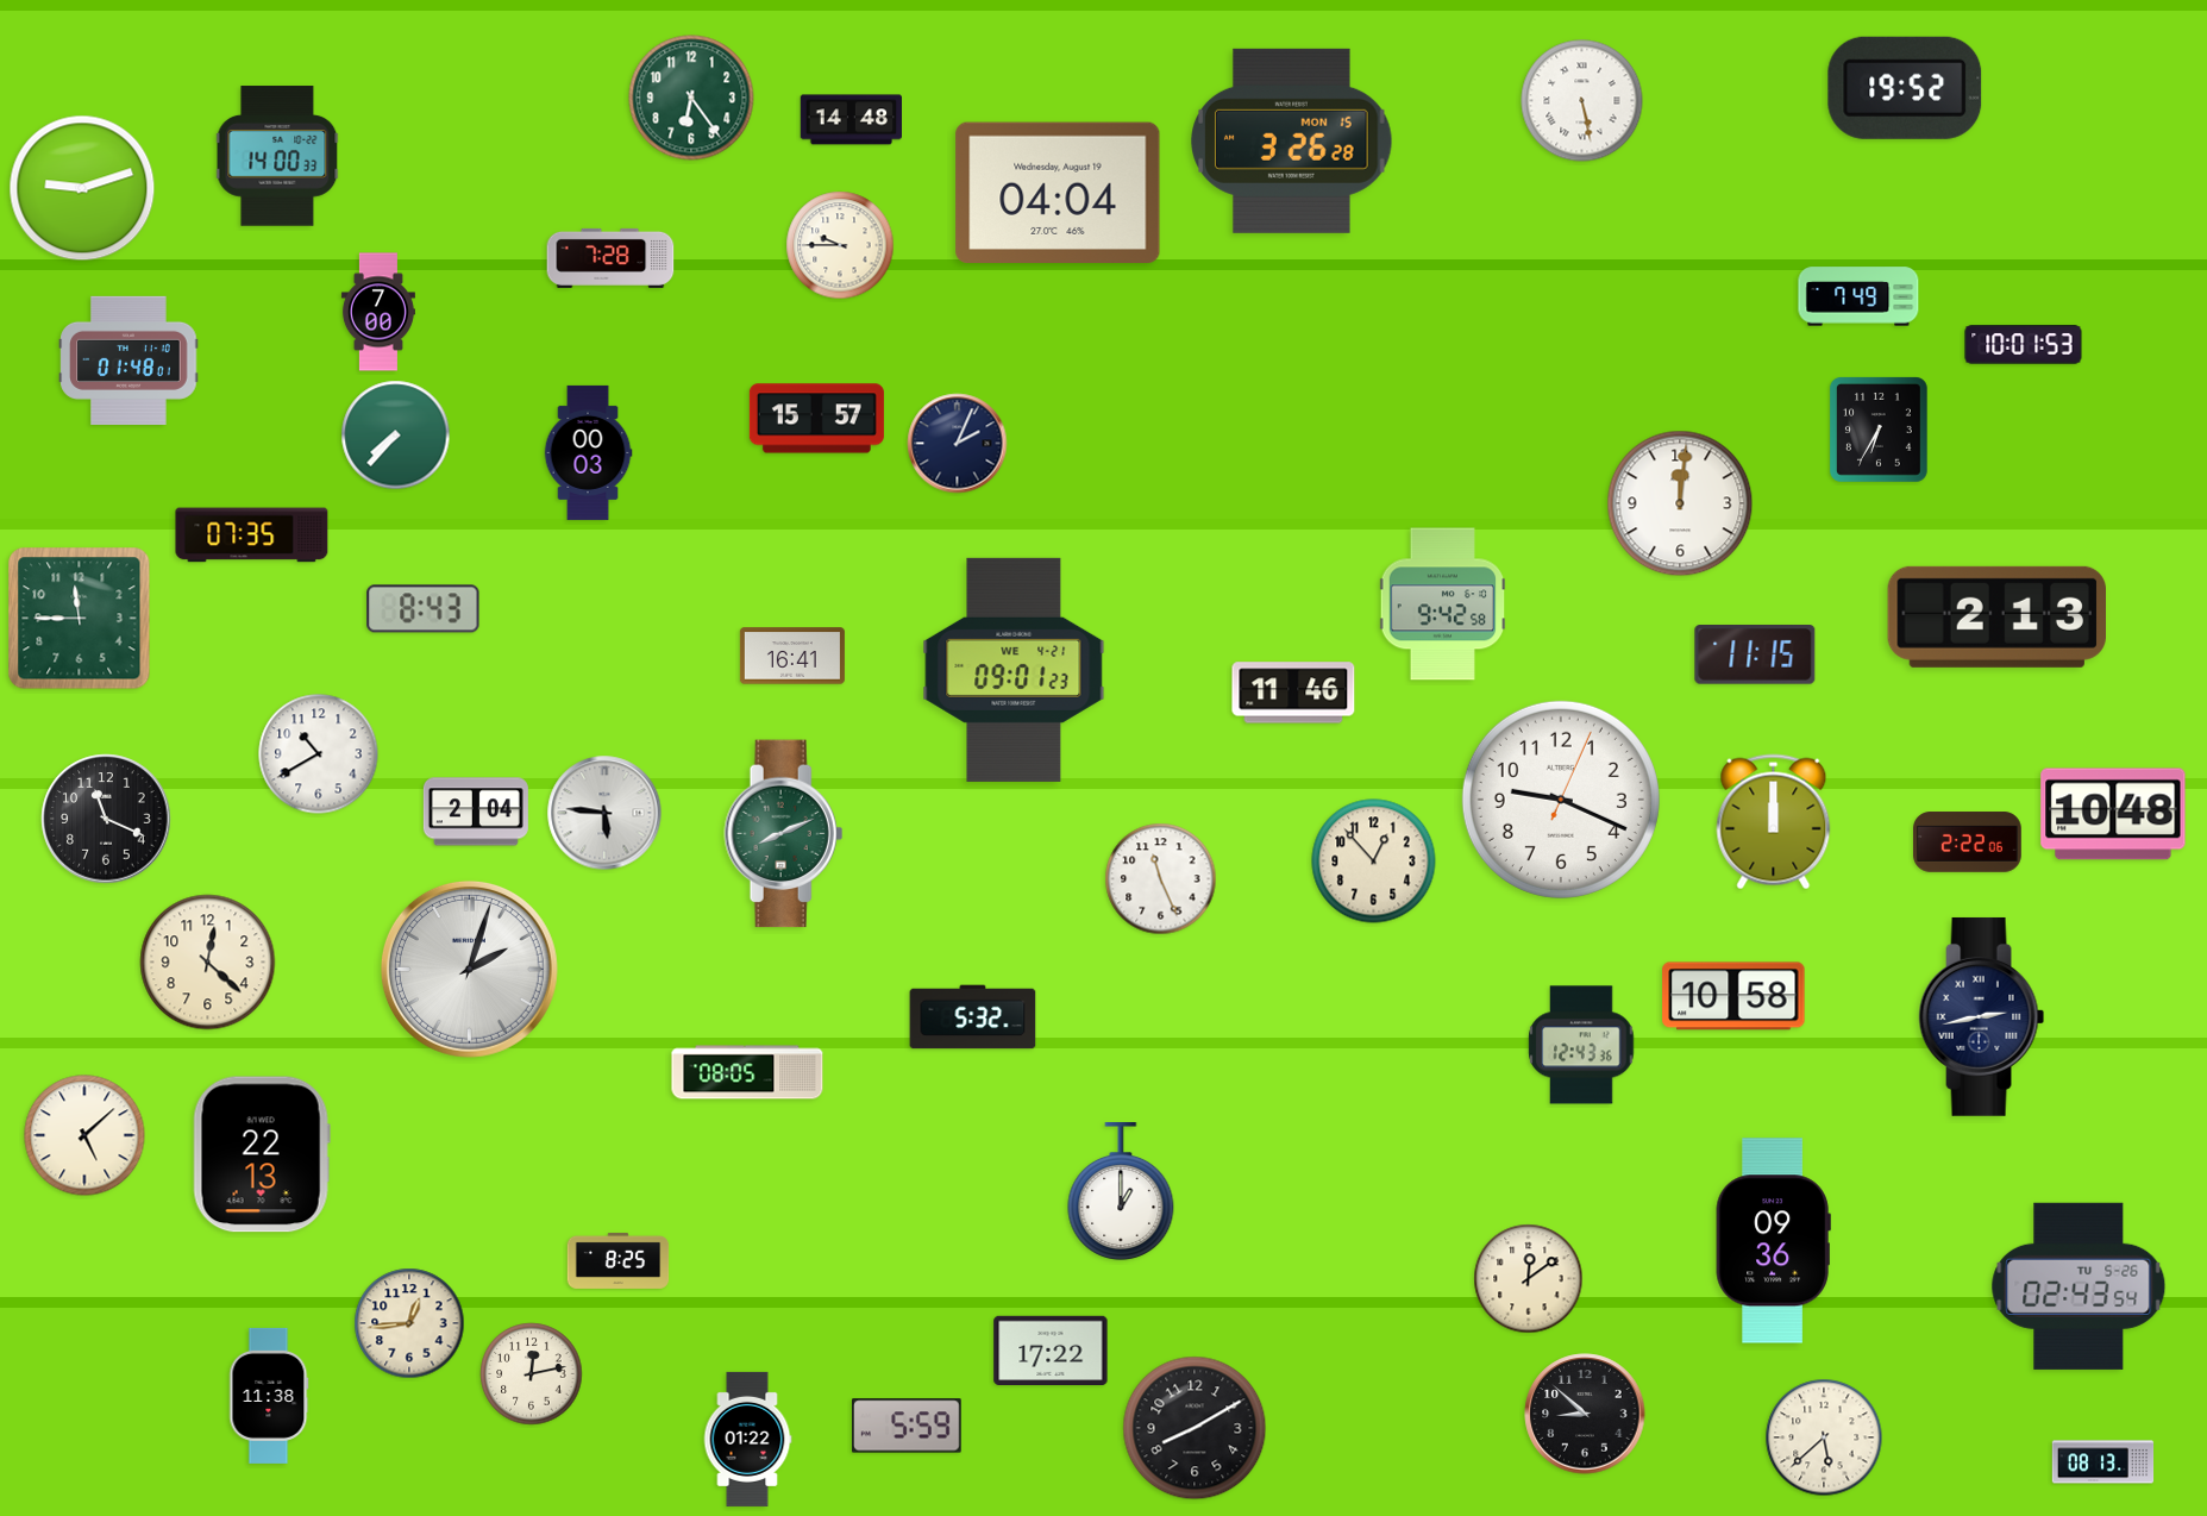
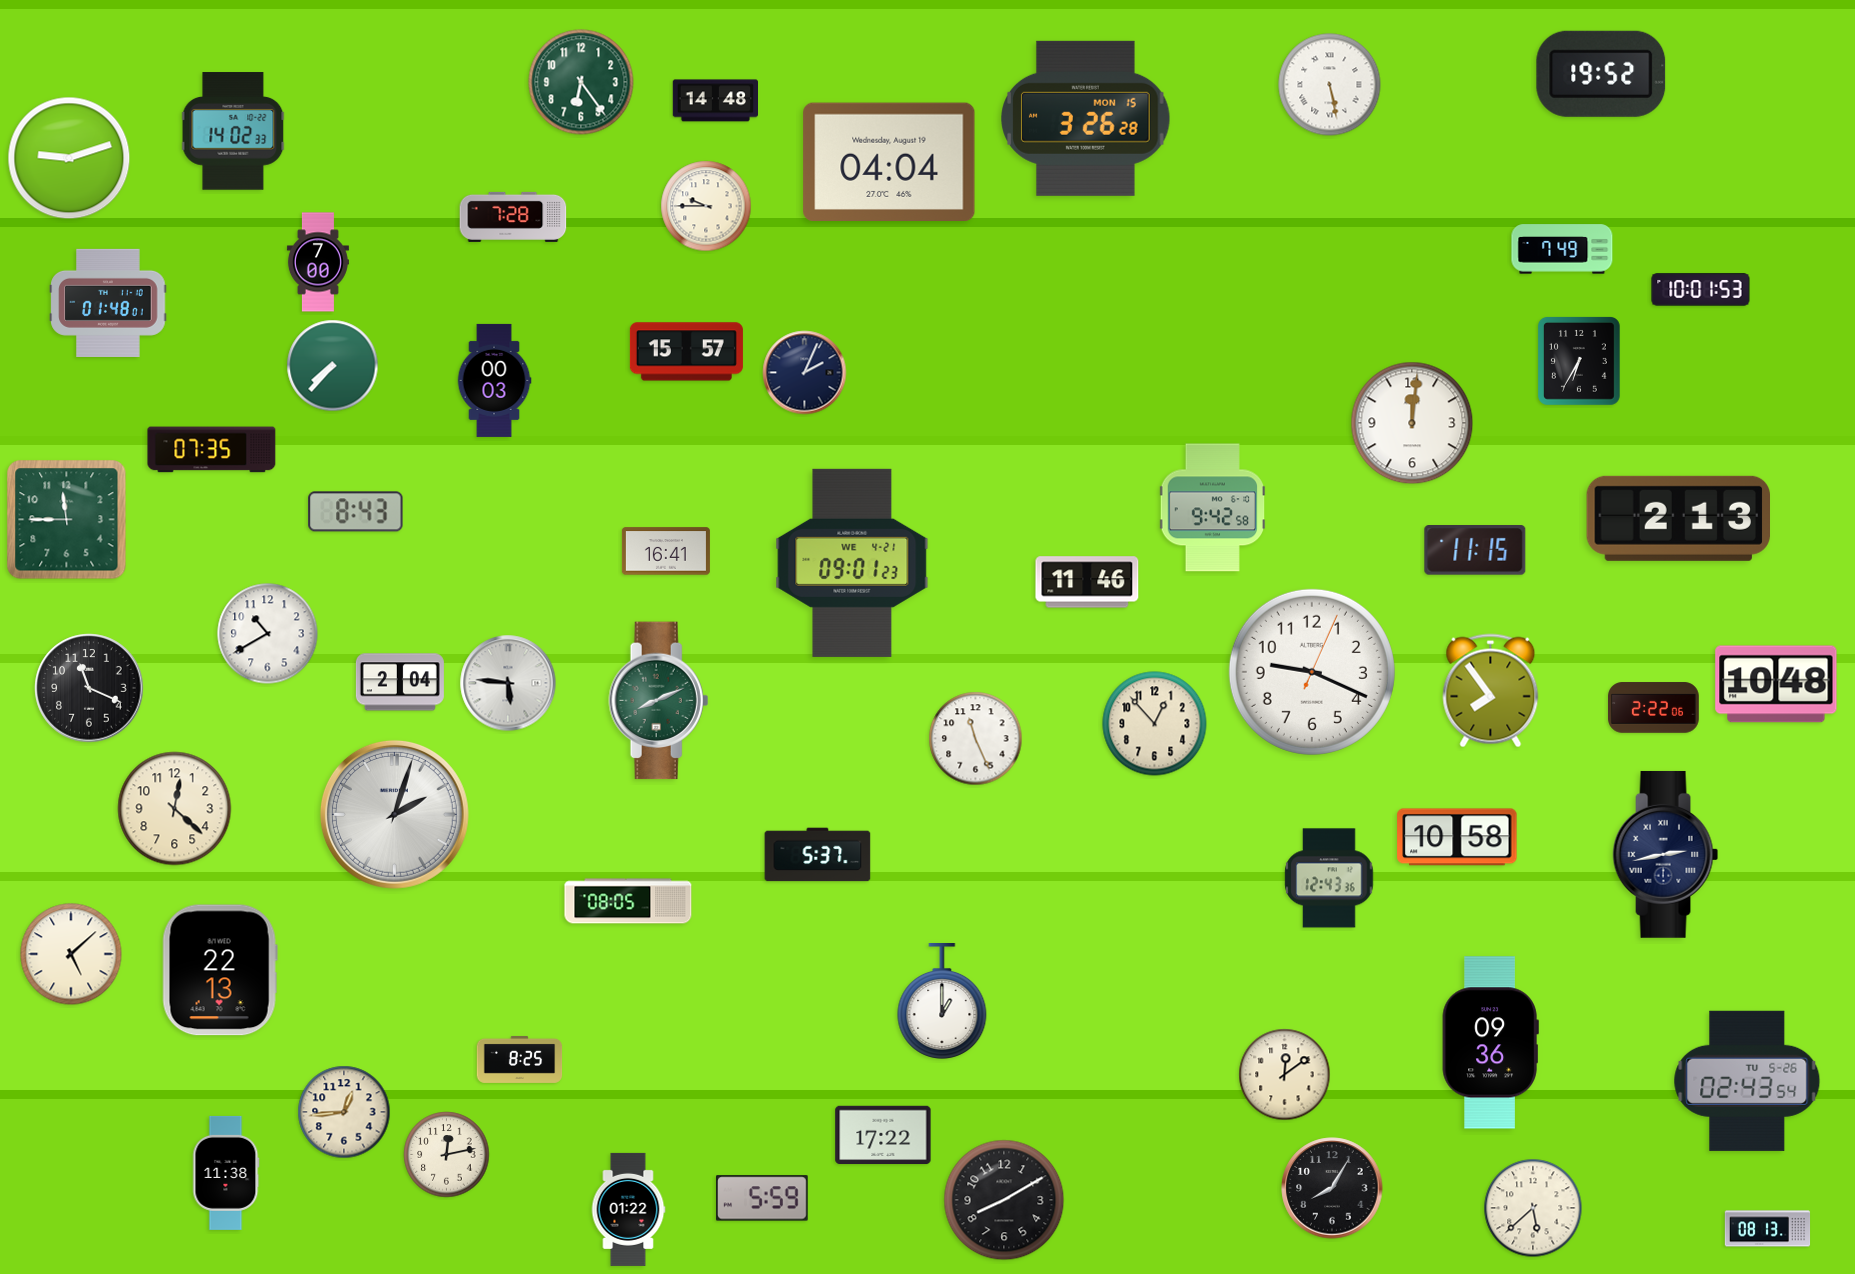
clock at (277, 156): 14:00 -> 14:02
clock at (1774, 822): 12:00 -> 7:54
clock at (973, 1017): 5:32 -> 5:37
clock at (1585, 1414): 8:52 -> 8:05
